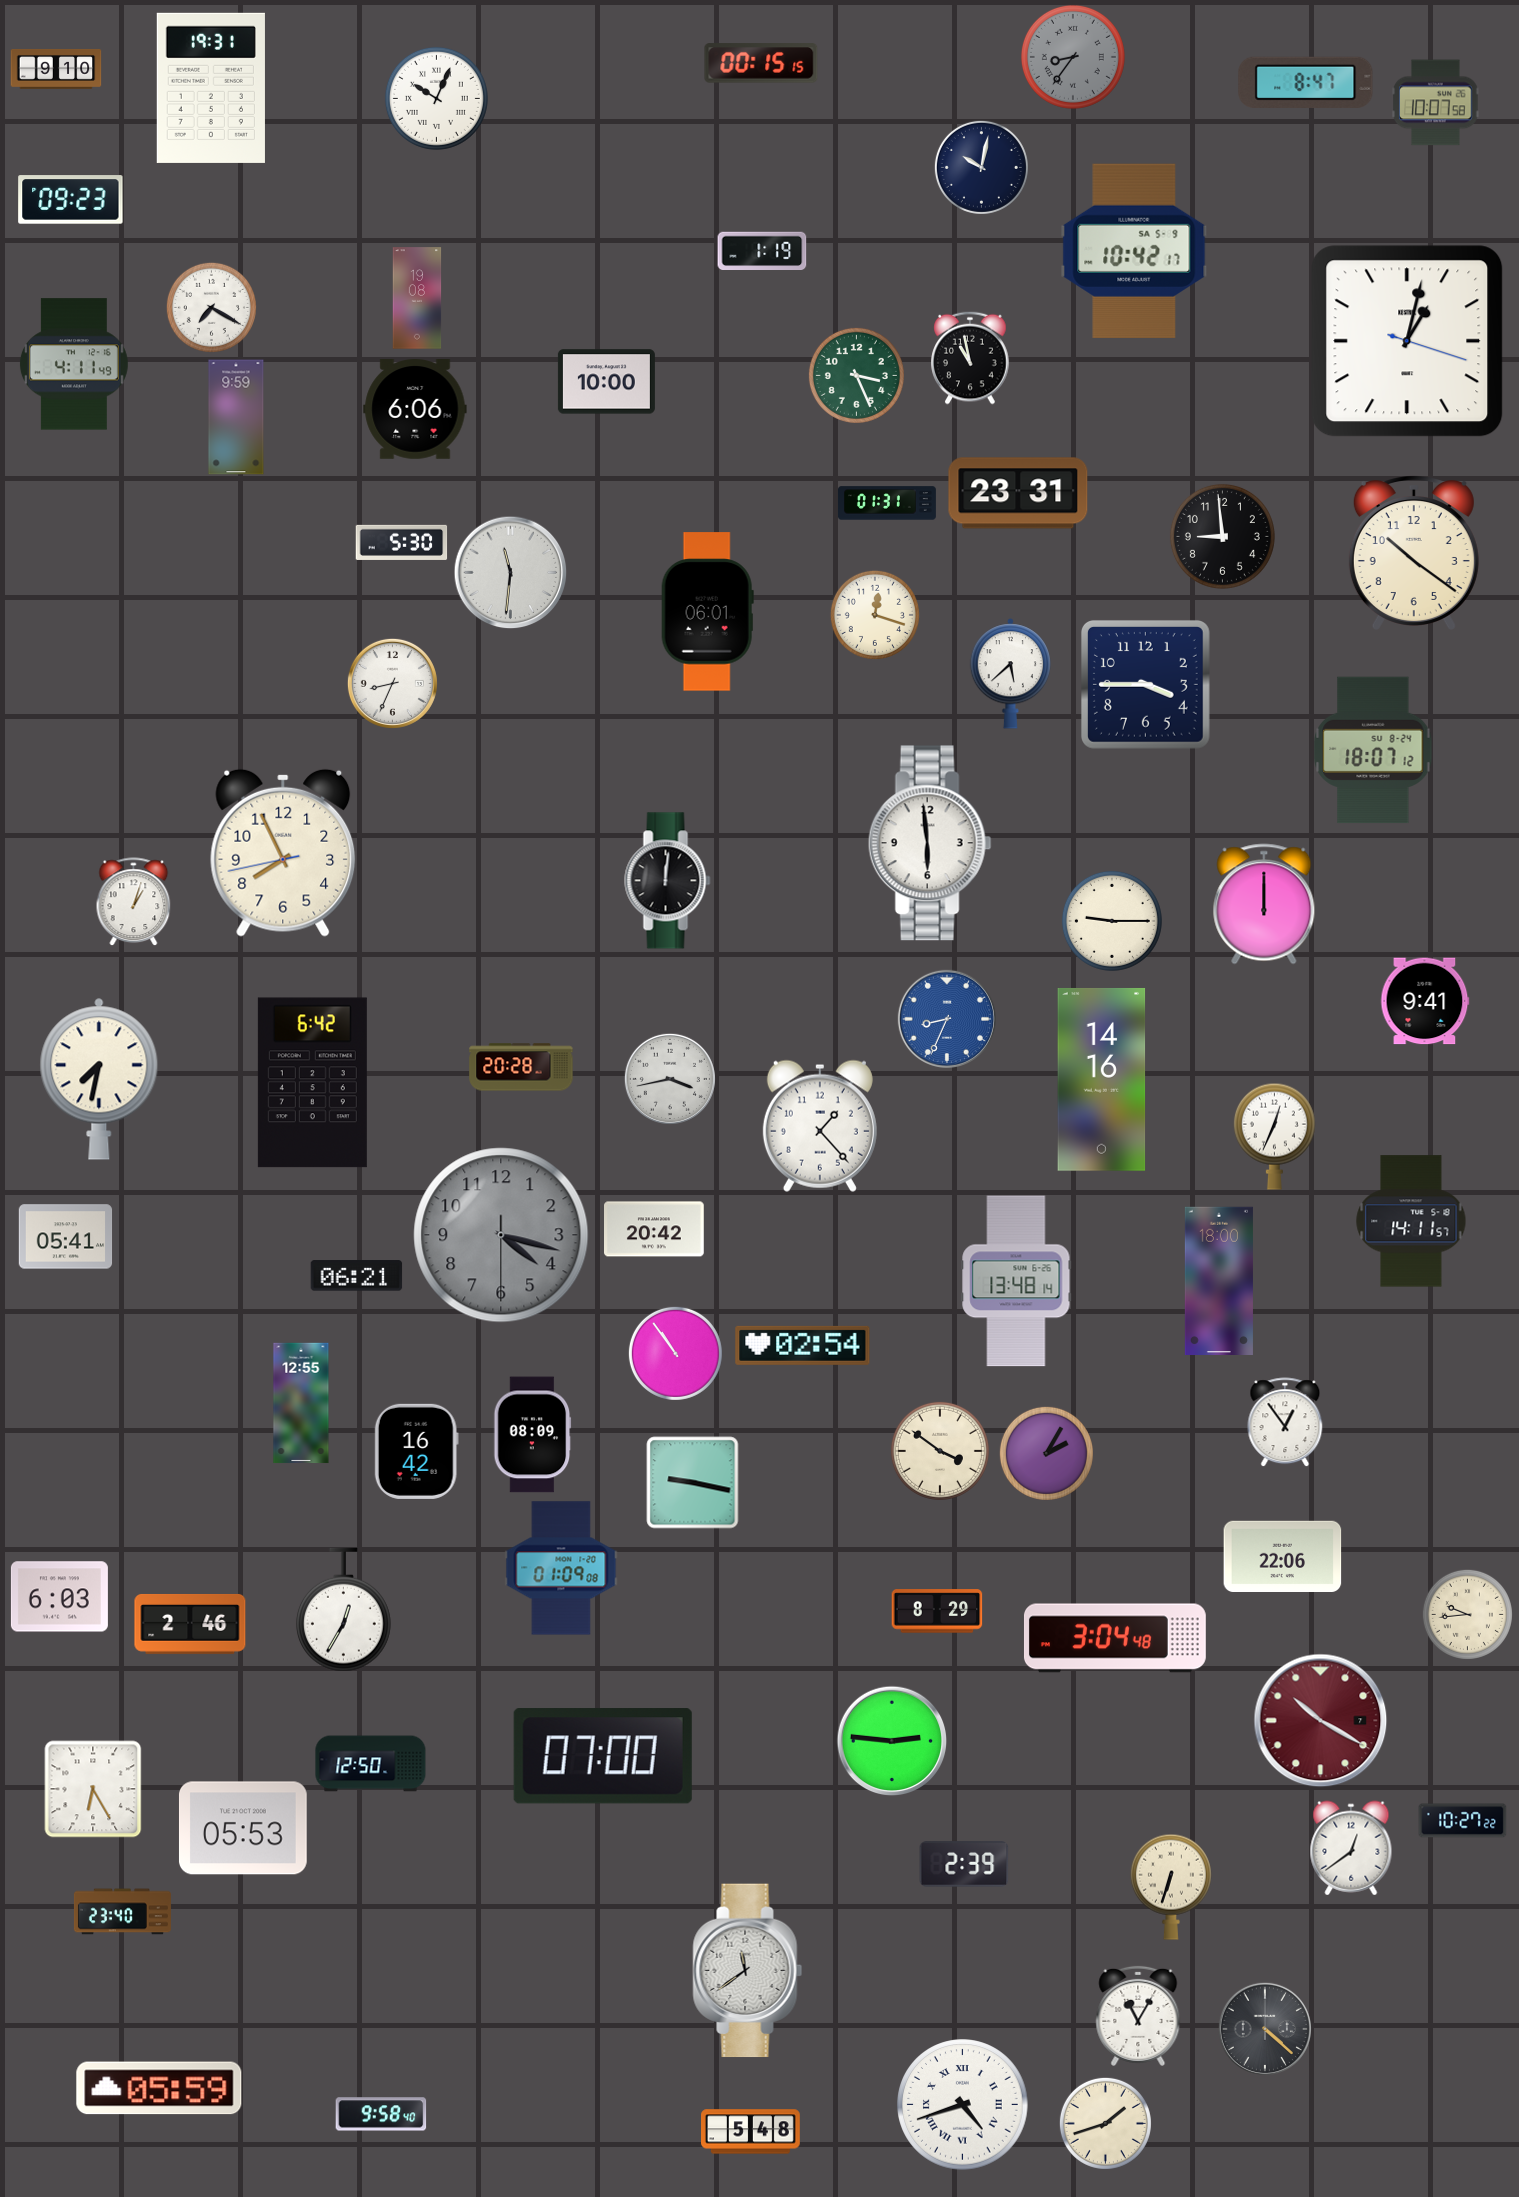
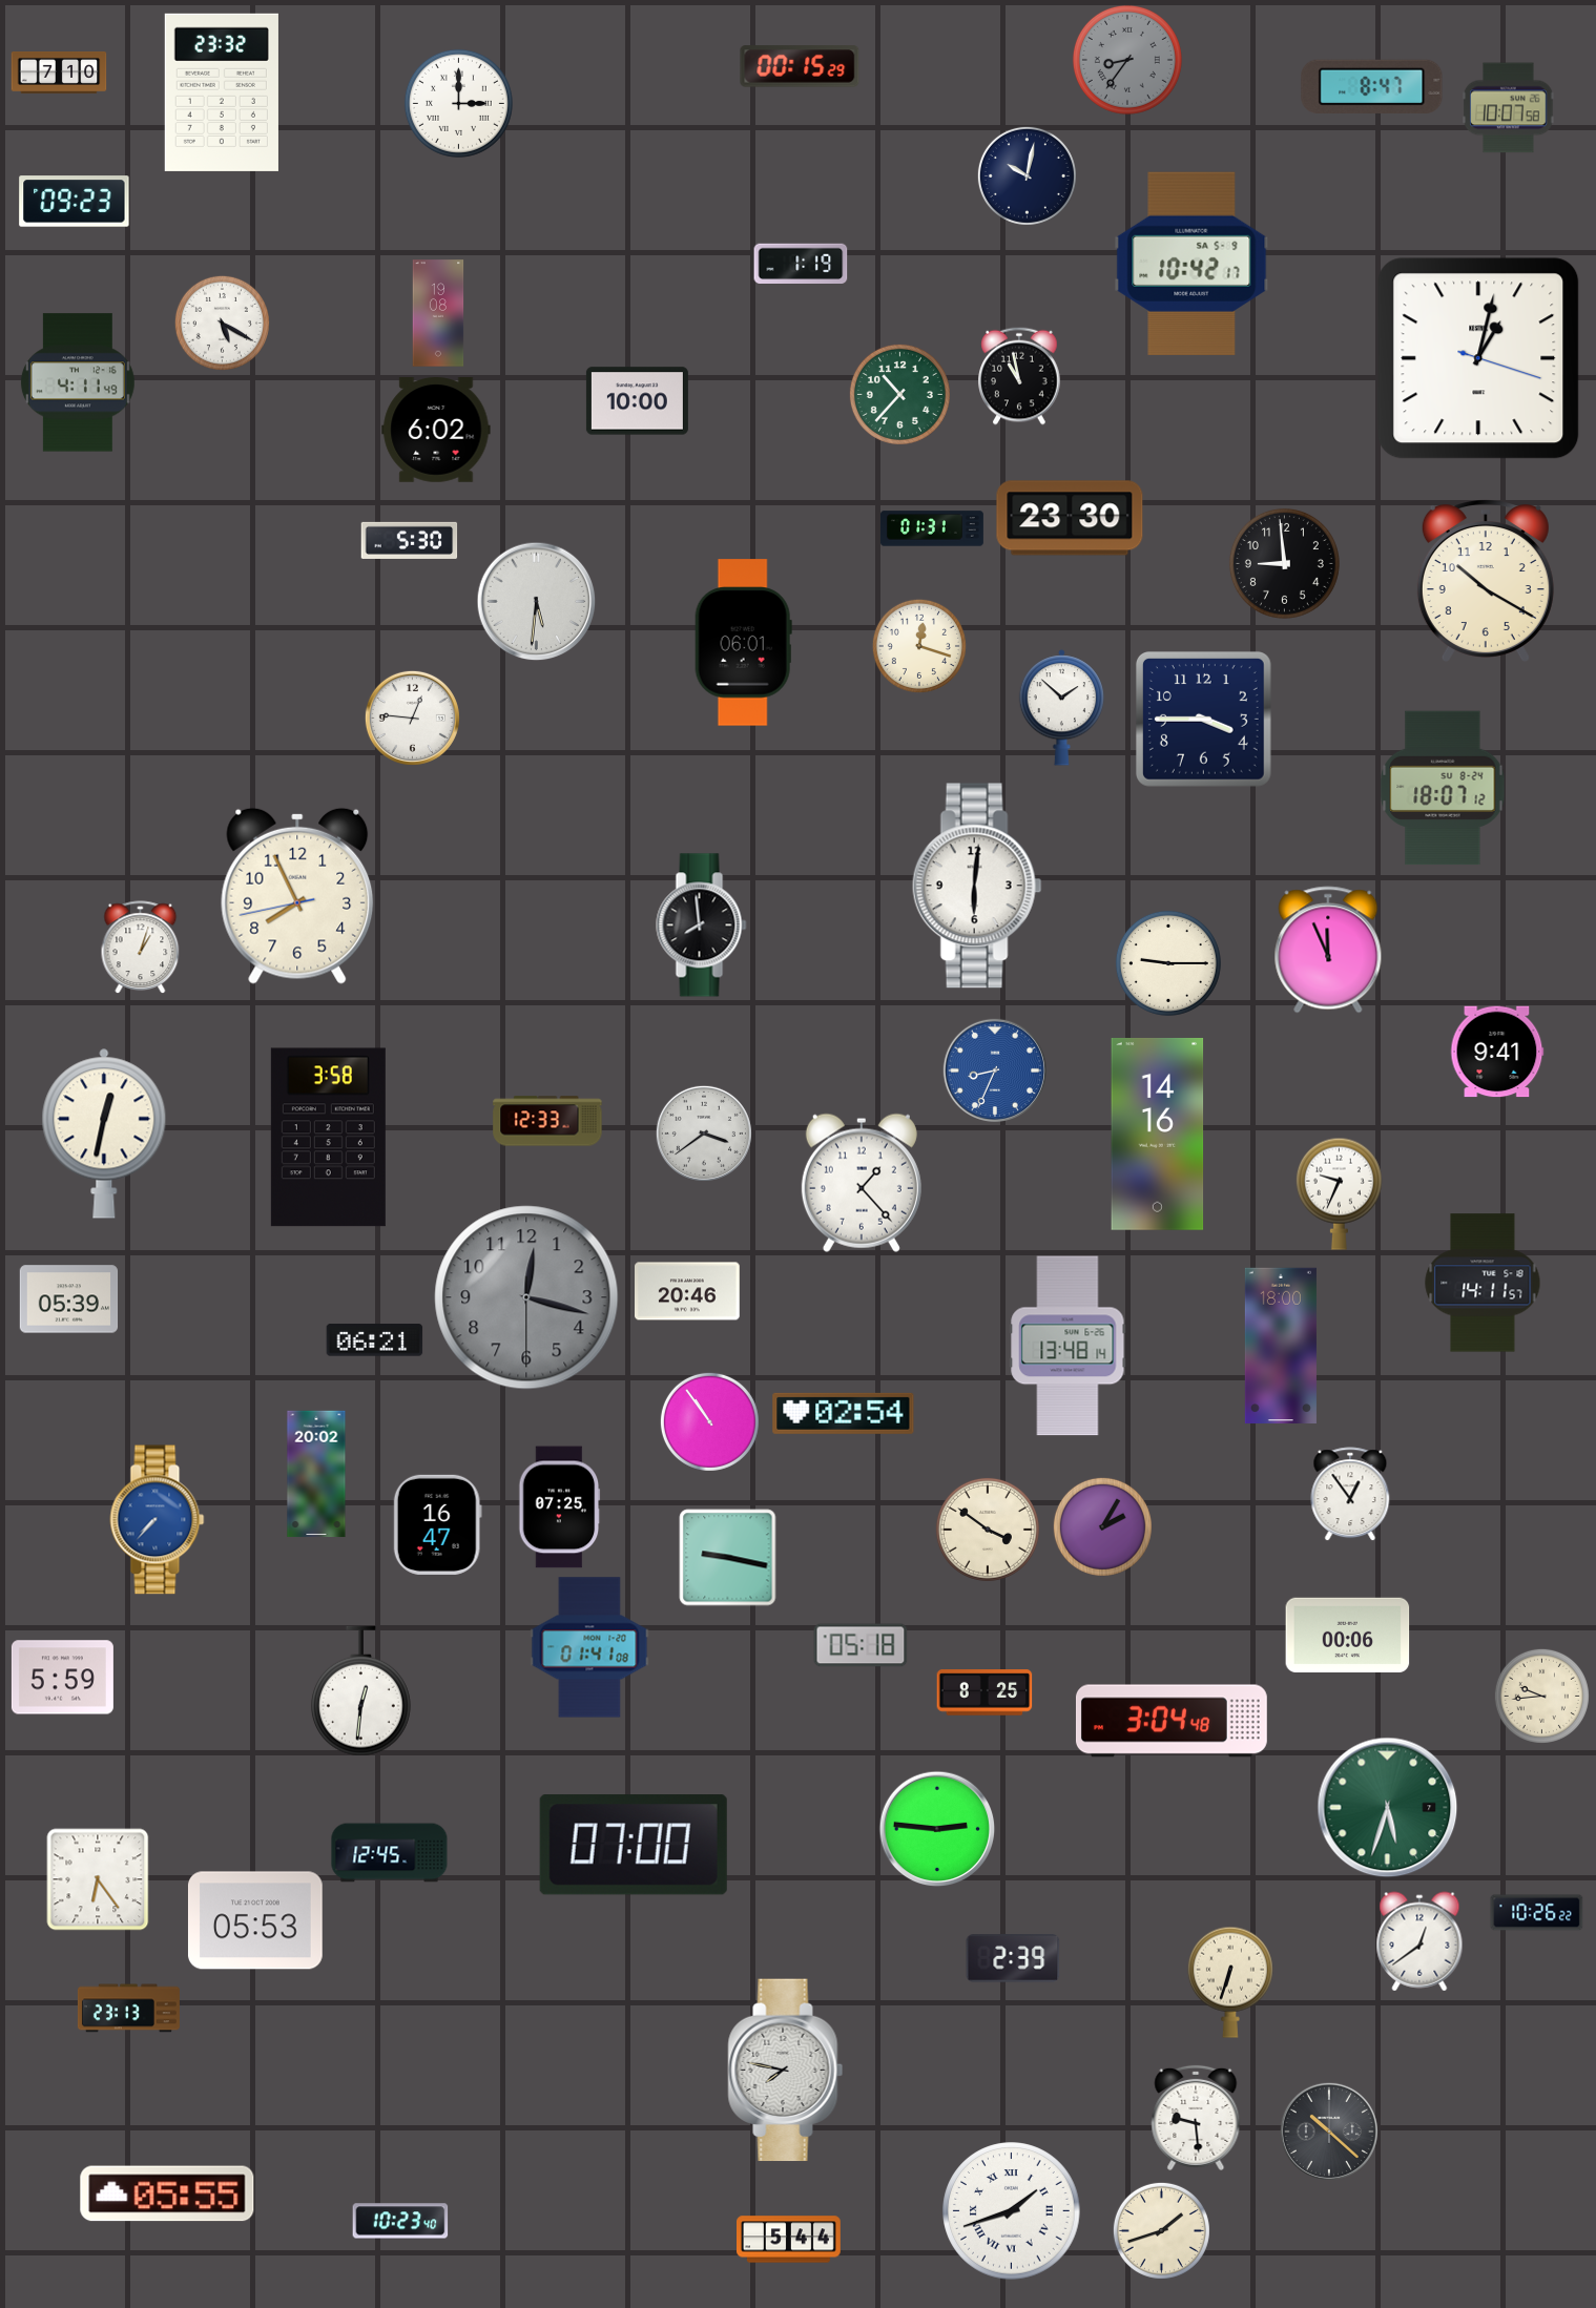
clock at (761, 63): 00:15:15 -> 00:15:29
clock at (56, 70): 9:10 -> 7:10
clock at (211, 88): 19:31 -> 23:32
clock at (436, 98): 10:04 -> 3:00
clock at (981, 167) position: (981, 167) -> (1027, 175)
clock at (71, 200) position: (71, 200) -> (75, 202)
clock at (211, 307): 7:20 -> 5:20
clock at (856, 375): 3:26 -> 10:37
clock at (415, 410): 6:06 -> 6:02
clock at (236, 417): 9:59 -> none
clock at (1018, 493): 23:31 -> 23:30
clock at (402, 542) position: (402, 542) -> (410, 540)
clock at (1414, 553): 10:21 -> 10:20
clock at (511, 573): 11:31 -> 5:31
clock at (1010, 674): 5:38 -> 1:52
clock at (392, 683): 8:34 -> 12:46
clock at (930, 843): 5:59 -> 6:01
clock at (668, 881): 12:01 -> 7:59
clock at (1264, 904): 12:00 -> 11:56
clock at (1112, 921) position: (1112, 921) -> (1168, 963)
clock at (521, 1067): 20:28 -> 12:33
clock at (99, 1079): 7:32 -> 12:32
clock at (670, 1079): 3:43 -> 3:39
clock at (312, 1083): 6:42 -> 3:58
clock at (1274, 1136): 12:34 -> 9:34
clock at (655, 1229): 20:42 -> 20:46
clock at (501, 1235): 4:17 -> 12:17
clock at (66, 1237): 05:41 -> 05:39
clock at (301, 1403): 12:55 -> 20:02
clock at (533, 1435): 08:09 -> 07:25
clock at (158, 1520): none -> 7:37
clock at (416, 1451): 16:42 -> 16:47
clock at (940, 1451) position: (940, 1451) -> (988, 1530)
clock at (1046, 1453) position: (1046, 1453) -> (1102, 1526)
clock at (1283, 1556): 22:06 -> 00:06
clock at (861, 1645): none -> 05:18
clock at (561, 1568): 01:09 -> 01:41
clock at (59, 1597): 6:03 -> 5:59
clock at (343, 1610): 12:35 -> 12:31
clock at (937, 1611): 8:29 -> 8:25
clock at (190, 1624): 2:46 -> none
clock at (1321, 1721): 10:20 -> 5:33
clock at (1321, 1721) dial: burgundy -> green
clock at (371, 1764): 12:50 -> 12:45
clock at (93, 1789): 6:25 -> 6:24
clock at (1463, 1821): 10:27 -> 10:26
clock at (122, 1912): 23:40 -> 23:13
clock at (748, 1971): 11:39 -> 7:47
clock at (1138, 2016): 11:05 -> 9:29
clock at (1265, 2029): 4:22 -> 10:22
clock at (159, 2088): 05:59 -> 05:55
clock at (963, 2105): 4:42 -> 1:42
clock at (381, 2114): 9:58 -> 10:23
clock at (751, 2132): 5:48 -> 5:44
